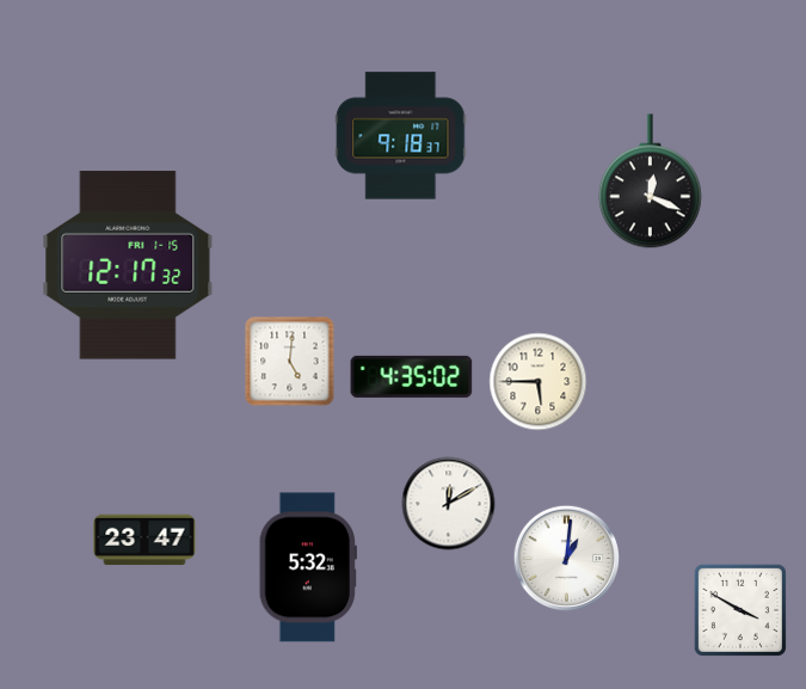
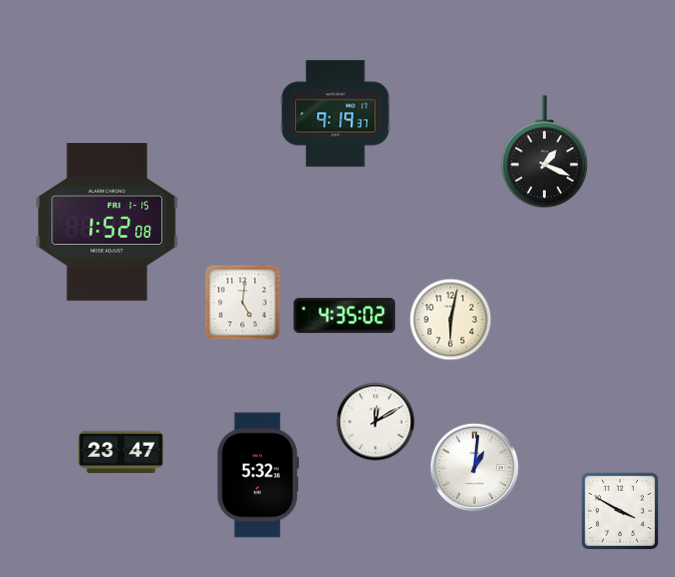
clock at (401, 136): 9:18 -> 9:19
clock at (650, 182): 12:19 -> 1:19
clock at (128, 265): 12:17 -> 1:52
clock at (539, 382): 5:45 -> 6:02
